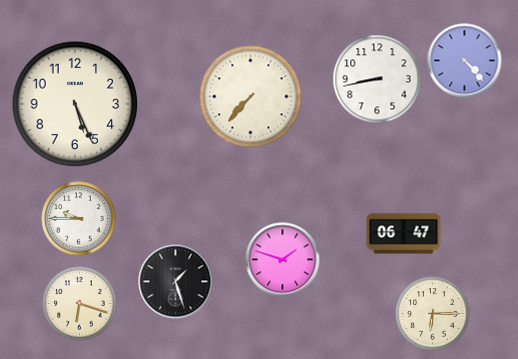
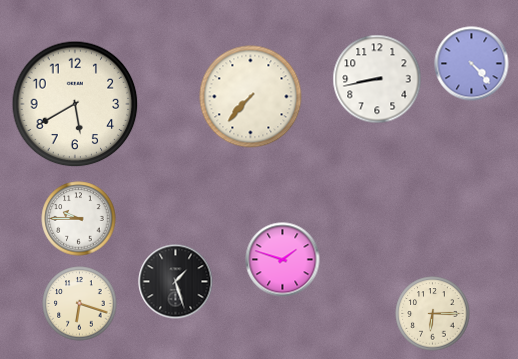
clock at (465, 61) position: (465, 61) -> (472, 64)
clock at (75, 104): 5:26 -> 5:40
clock at (404, 234): 06:47 -> none
